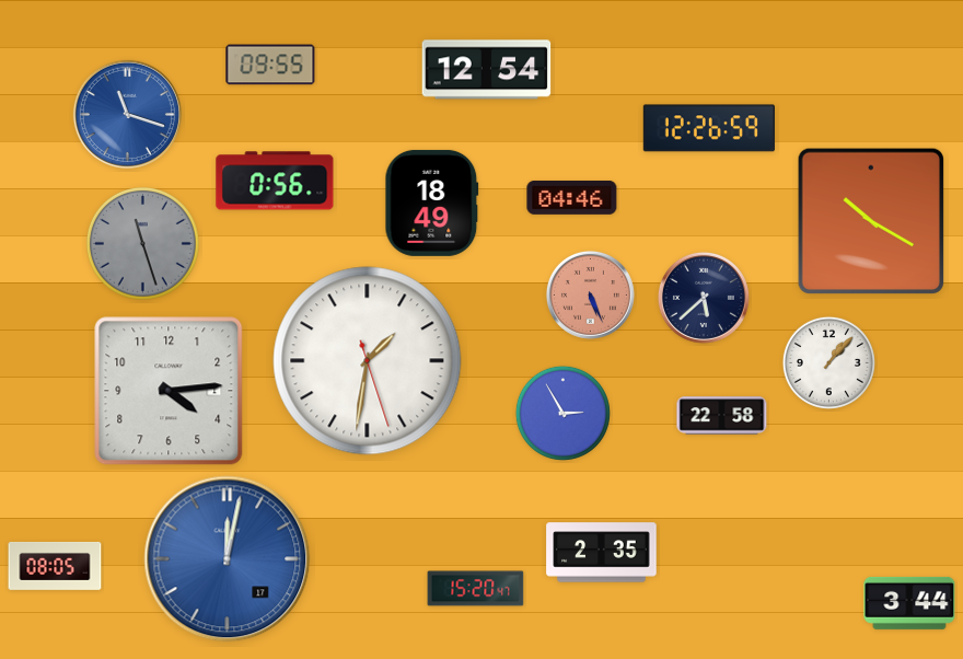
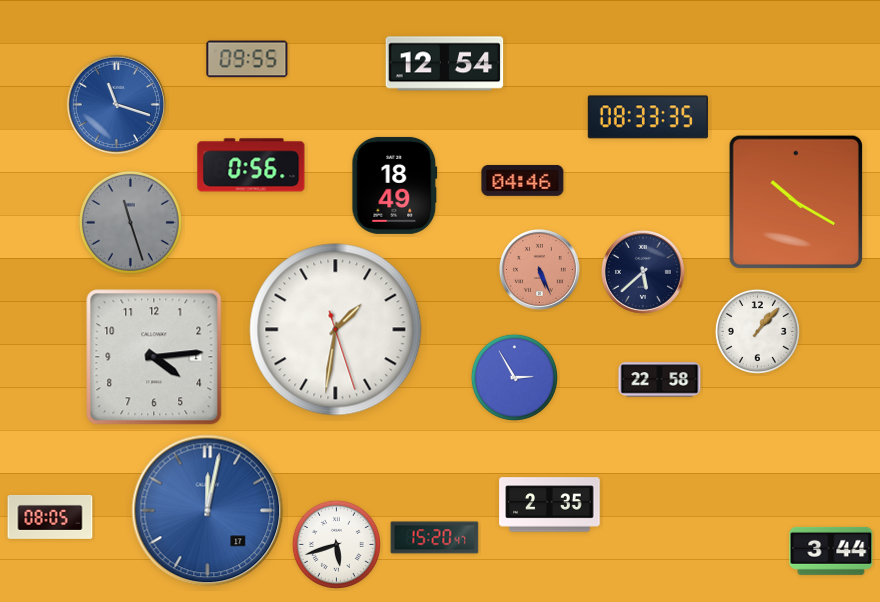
clock at (709, 128): 12:26 -> 08:33
clock at (336, 544): none -> 5:42
